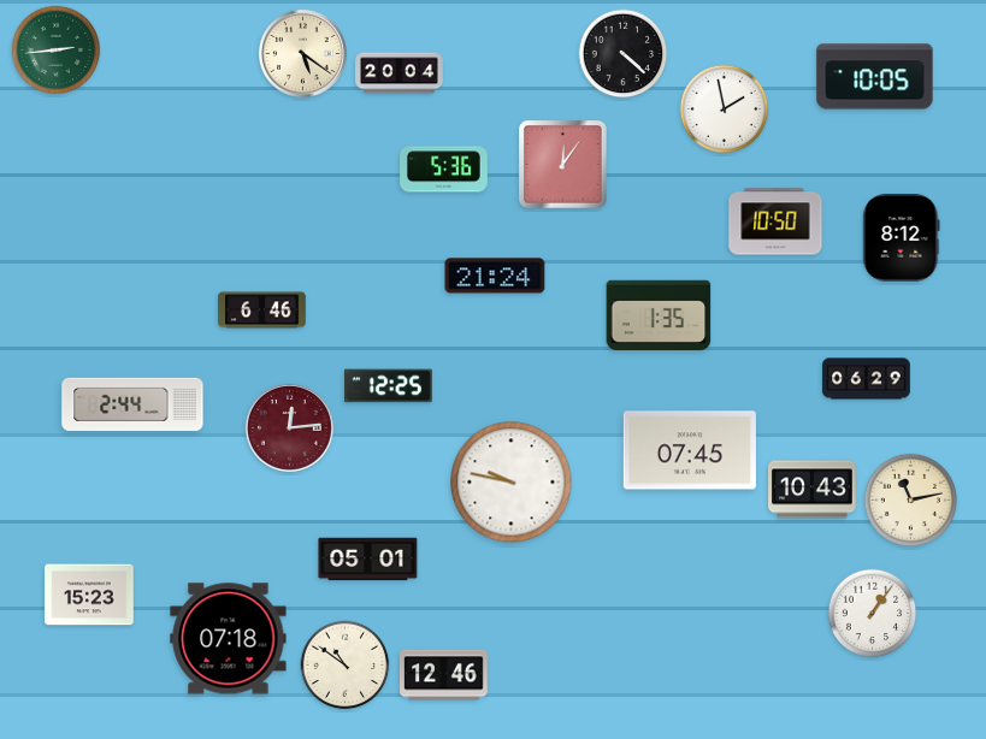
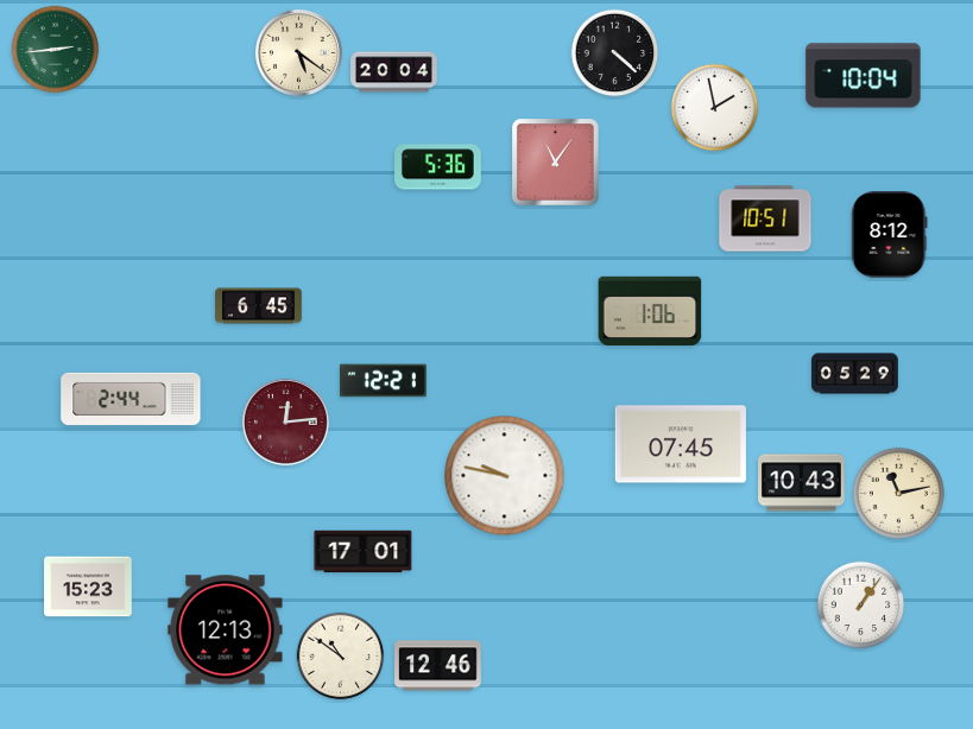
clock at (875, 77): 10:05 -> 10:04
clock at (563, 165): 12:06 -> 11:06
clock at (775, 221): 10:50 -> 10:51
clock at (495, 276): 21:24 -> none
clock at (262, 311): 6:46 -> 6:45
clock at (659, 314): 1:35 -> 1:06
clock at (867, 379): 06:29 -> 05:29
clock at (389, 386): 12:25 -> 12:21
clock at (368, 560): 05:01 -> 17:01
clock at (229, 639): 07:18 -> 12:13
